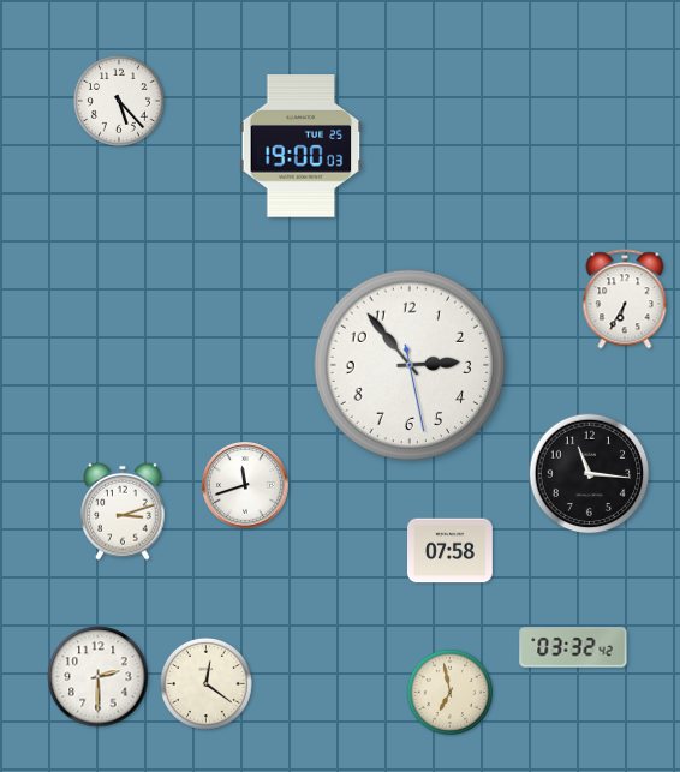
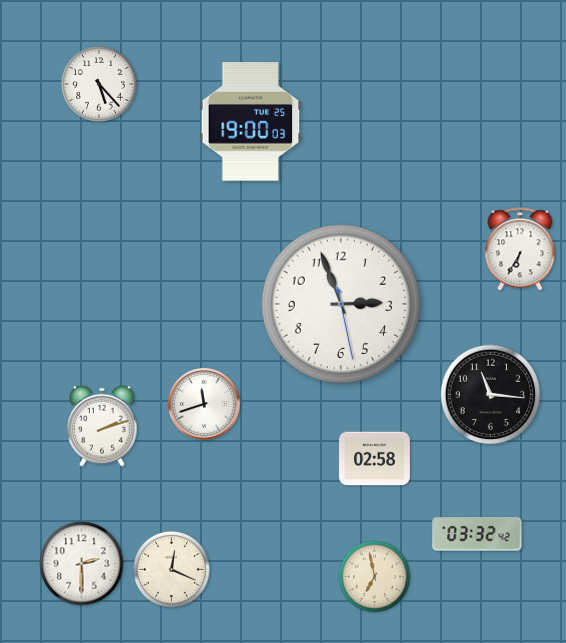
clock at (410, 365): 2:53 -> 2:56
clock at (123, 511): 3:12 -> 2:12
clock at (451, 551): 07:58 -> 02:58
clock at (573, 647) position: (573, 647) -> (477, 534)
clock at (205, 683): 12:21 -> 12:19
